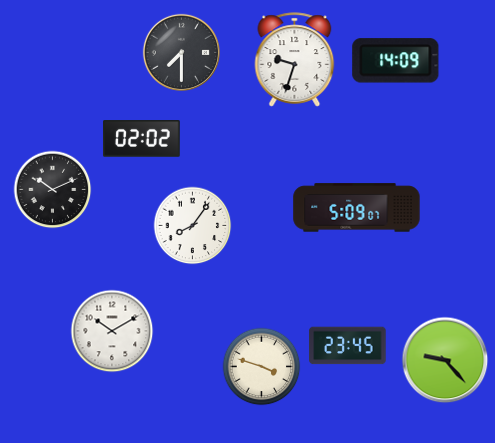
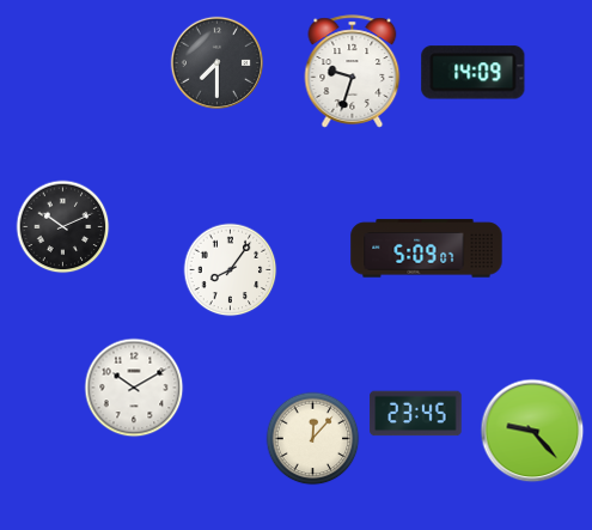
clock at (142, 139): 02:02 -> none
clock at (112, 331) position: (112, 331) -> (134, 388)
clock at (261, 366): 3:48 -> 12:07
